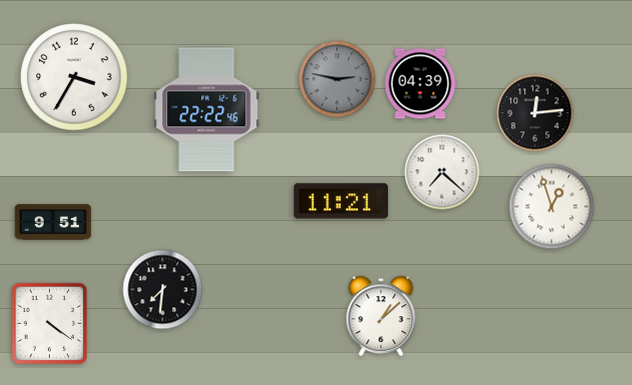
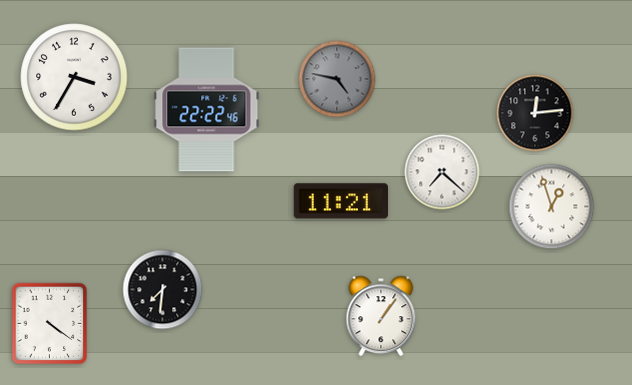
clock at (337, 79): 2:47 -> 4:47
clock at (420, 84): 04:39 -> none
clock at (53, 222): 9:51 -> none
clock at (381, 316): 1:08 -> 1:06
